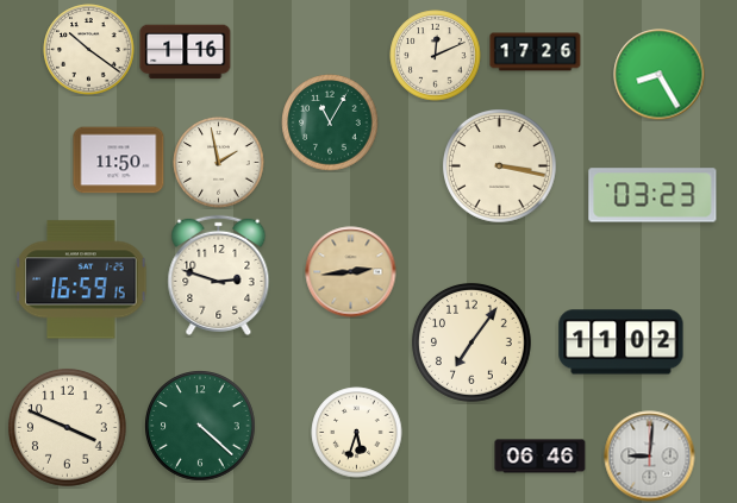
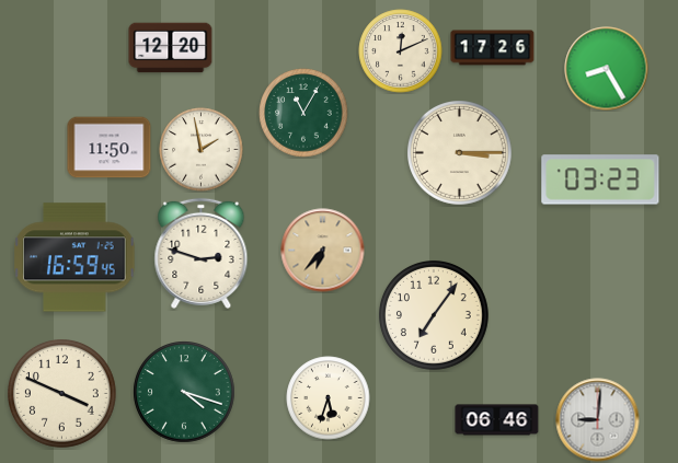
clock at (89, 50): 10:21 -> none
clock at (186, 52): 1:16 -> 12:20
clock at (500, 166): 3:17 -> 3:15
clock at (351, 272): 2:44 -> 6:37
clock at (81, 279): 16:59:15 -> 16:59:45
clock at (622, 342): 11:02 -> none
clock at (200, 426): 4:22 -> 4:18
